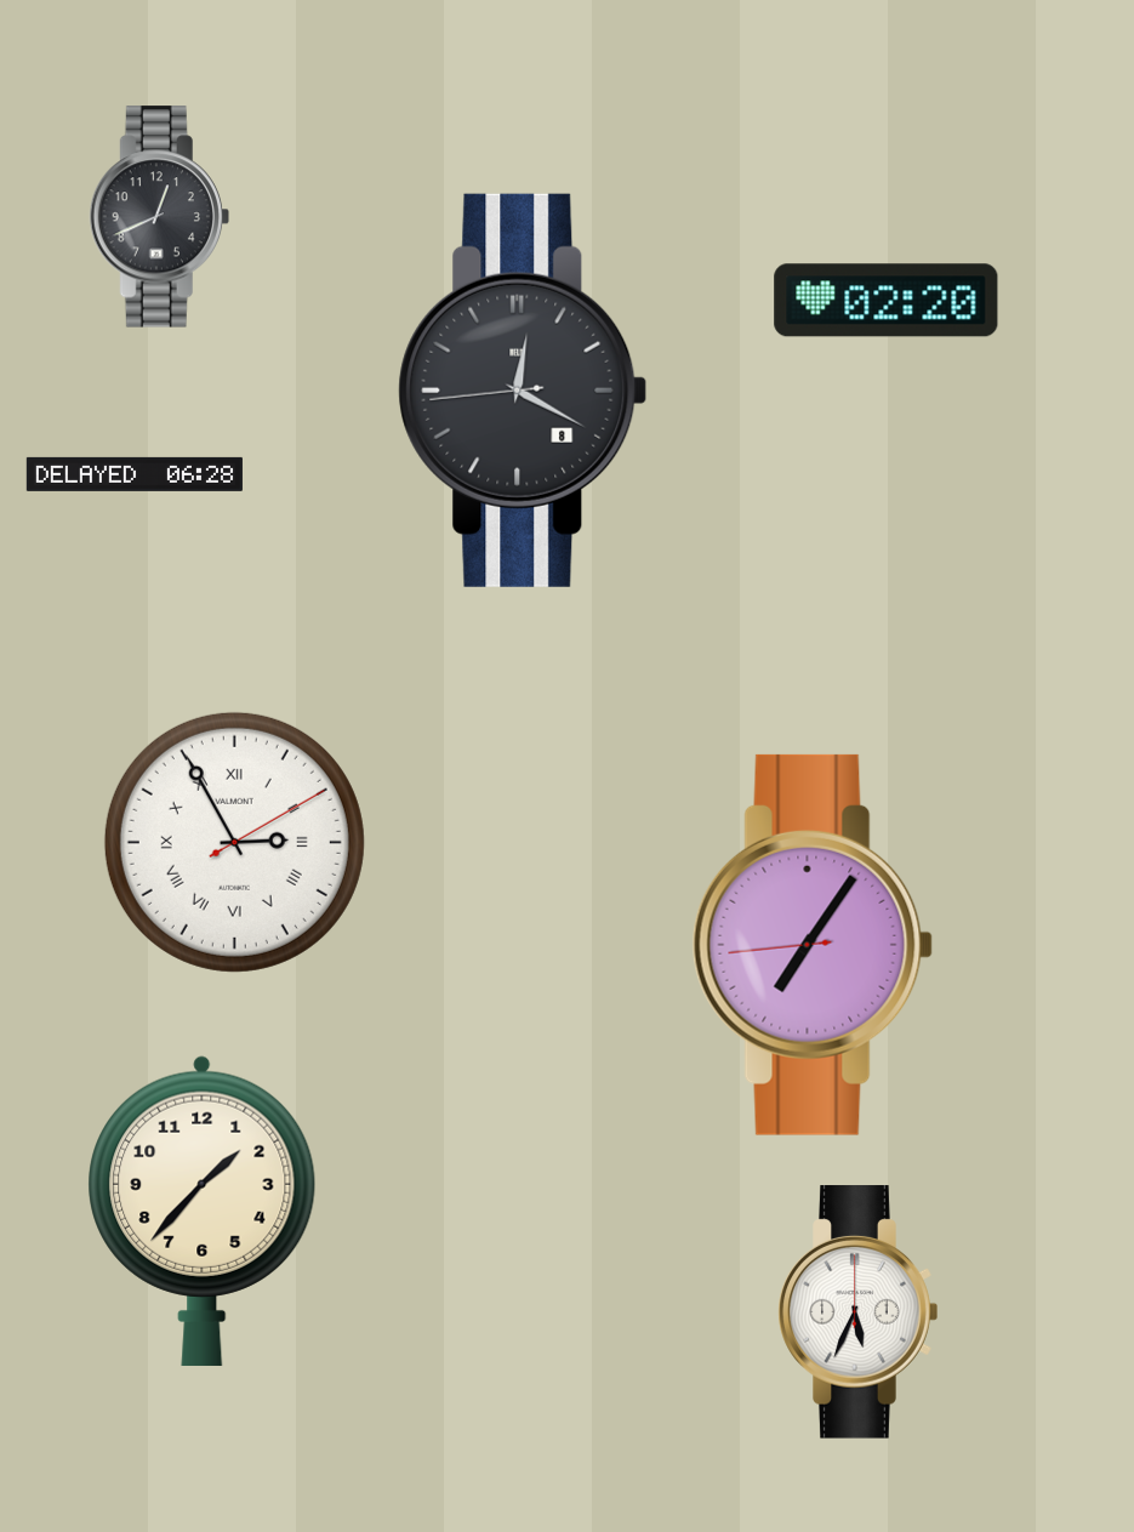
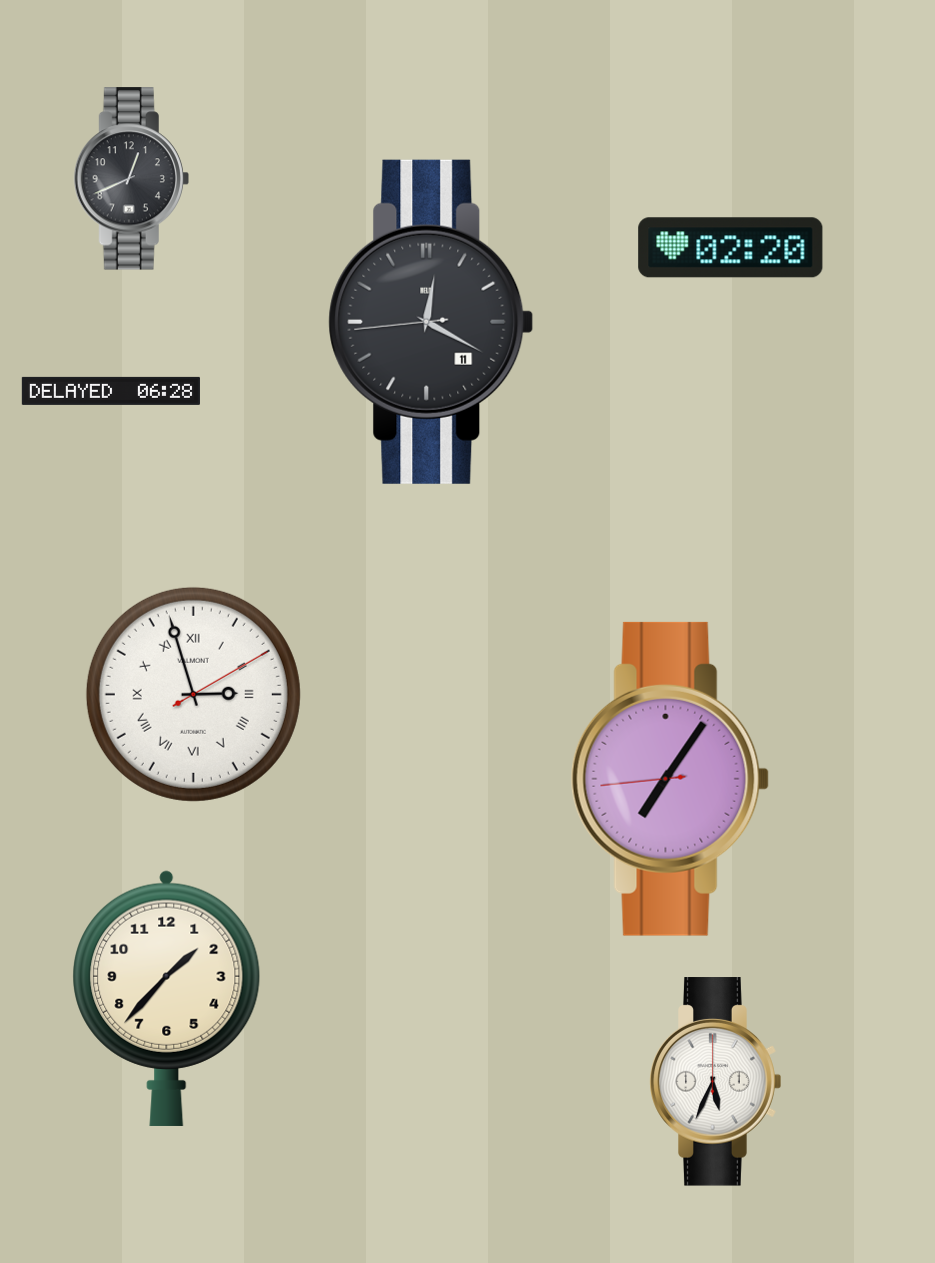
clock at (523, 391) date: 8 -> 11
clock at (234, 842): 2:55 -> 2:57
clock at (859, 1312) position: (859, 1312) -> (716, 1082)
